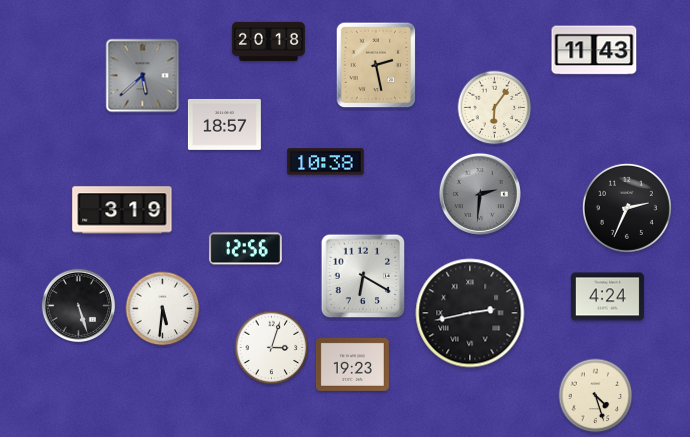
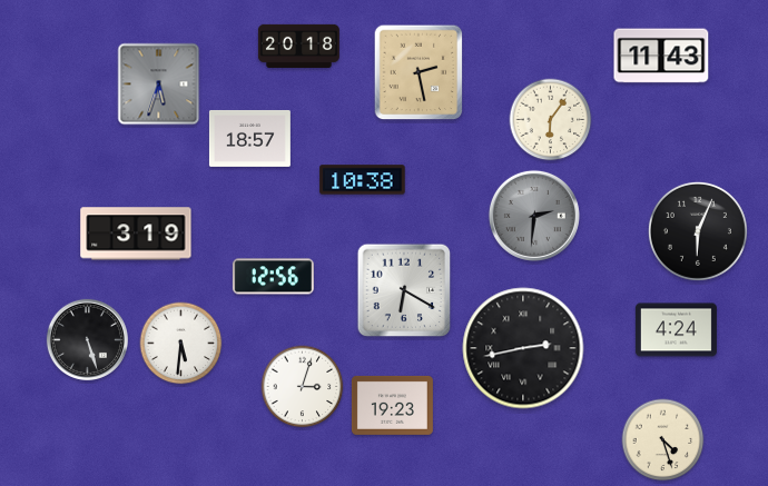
clock at (143, 76): 5:38 -> 5:33
clock at (627, 208): 2:34 -> 6:04
clock at (363, 276) position: (363, 276) -> (404, 290)
